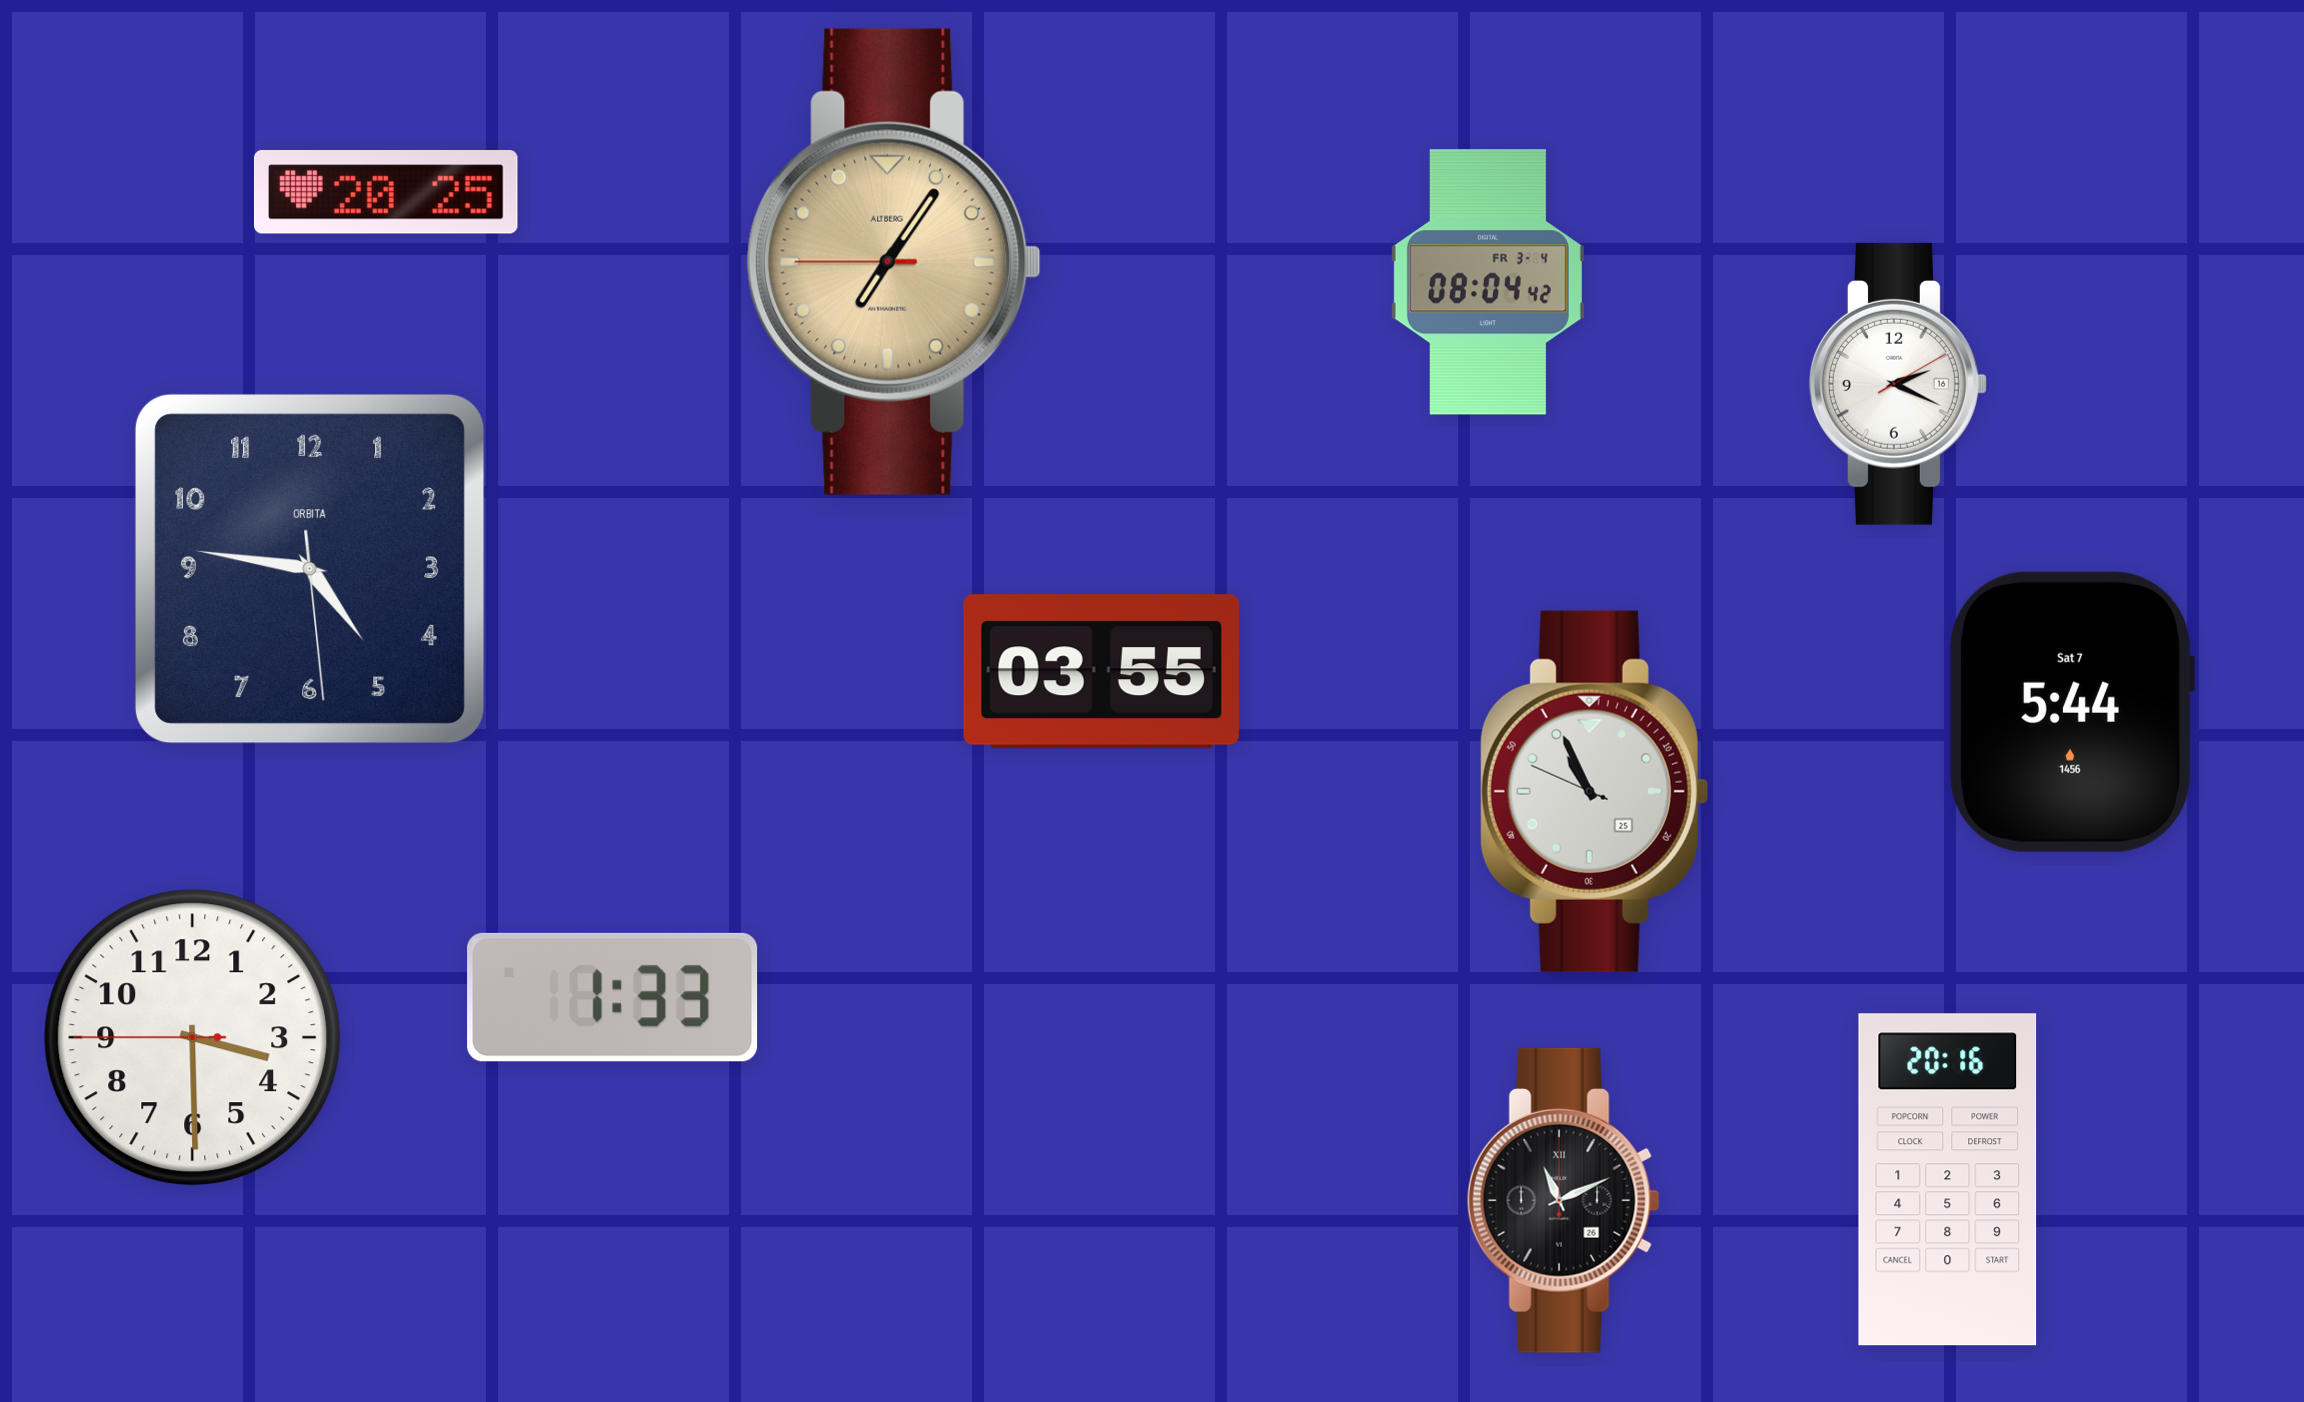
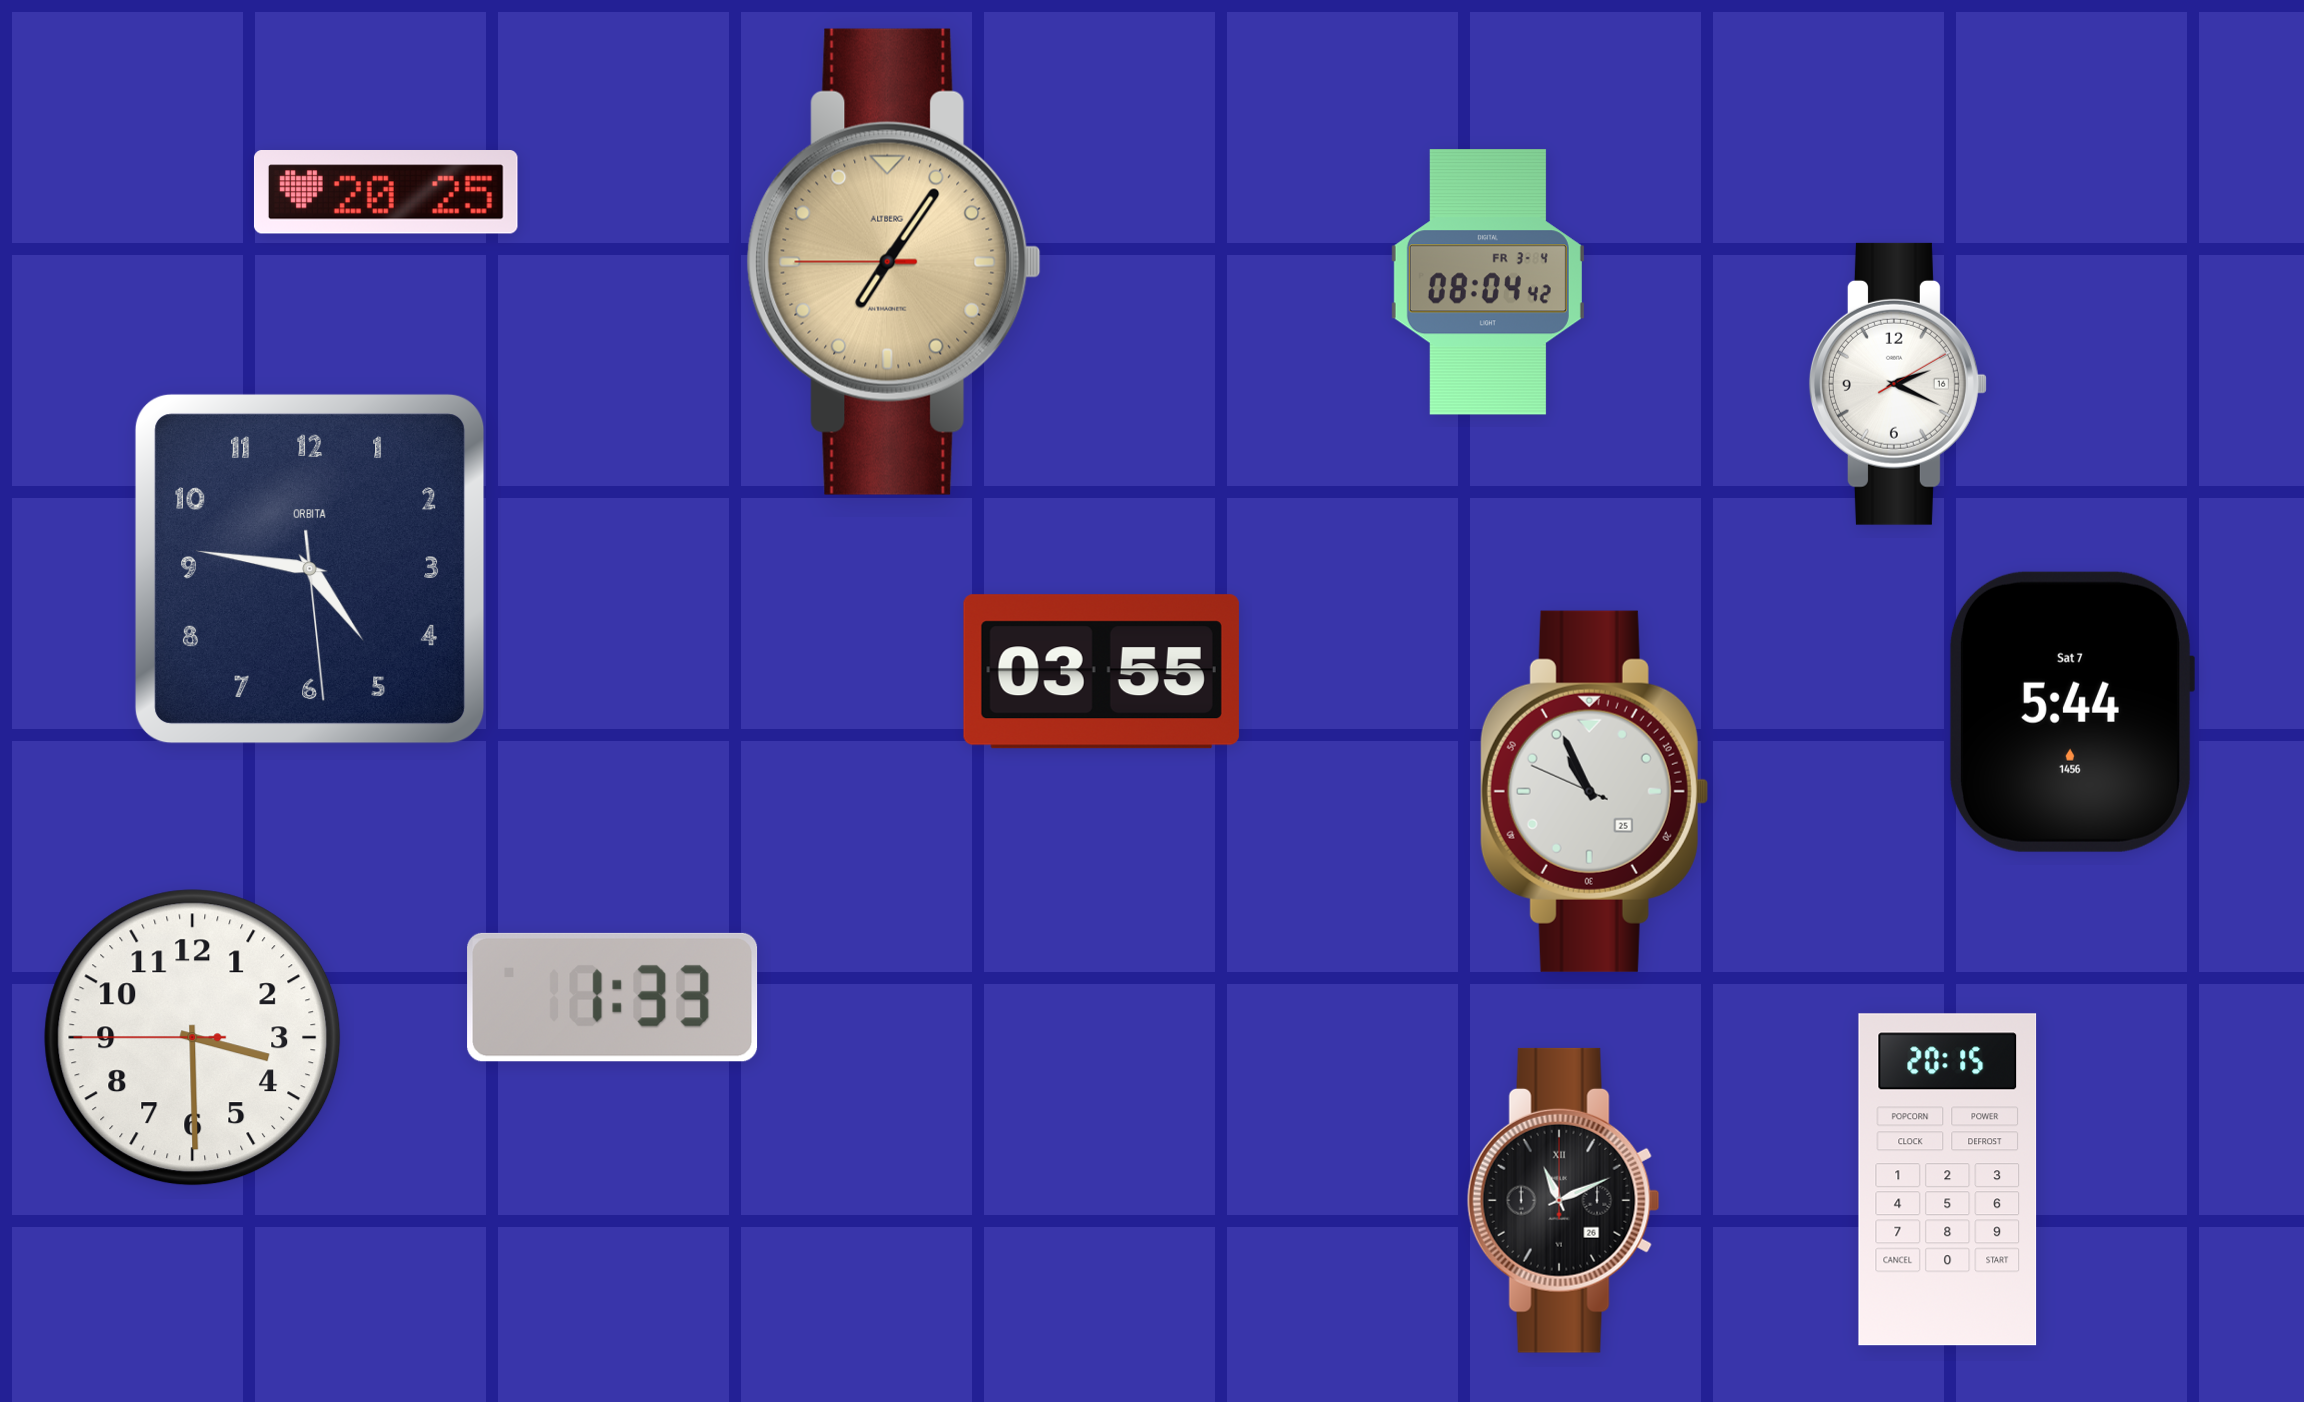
clock at (1948, 1180): 20:16 -> 20:15
